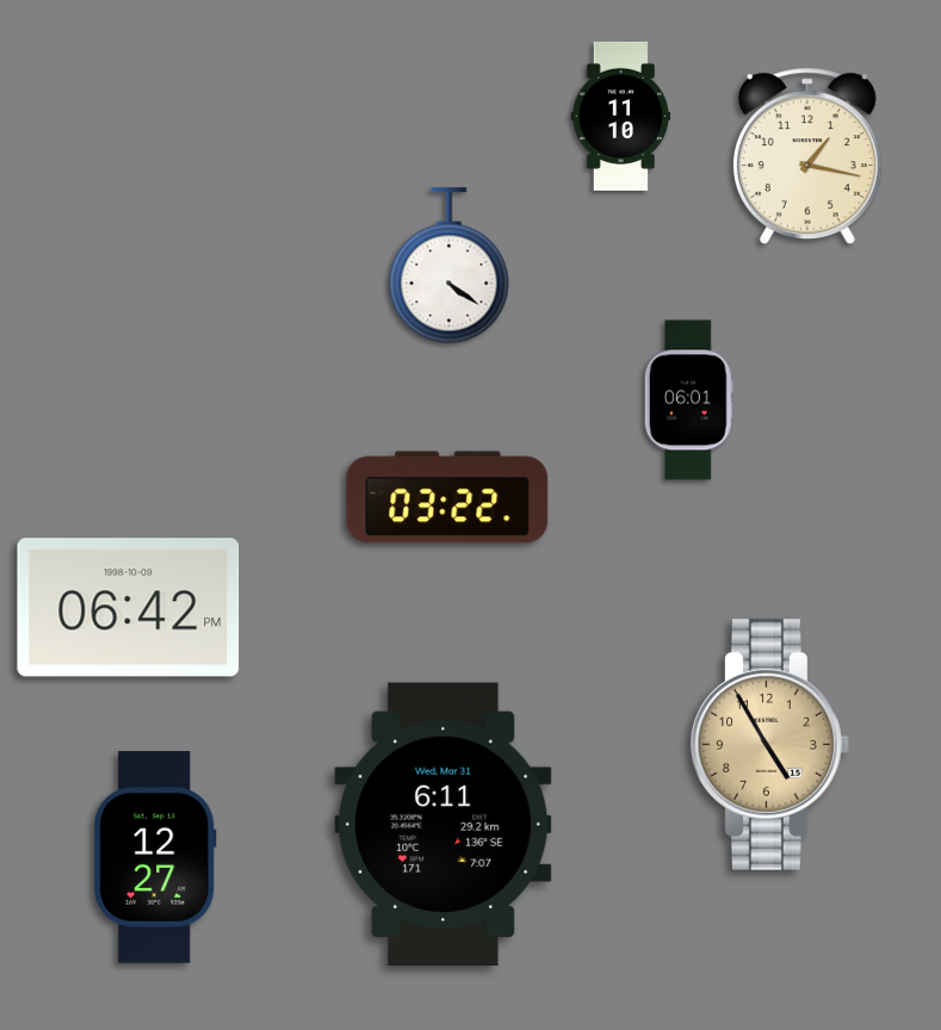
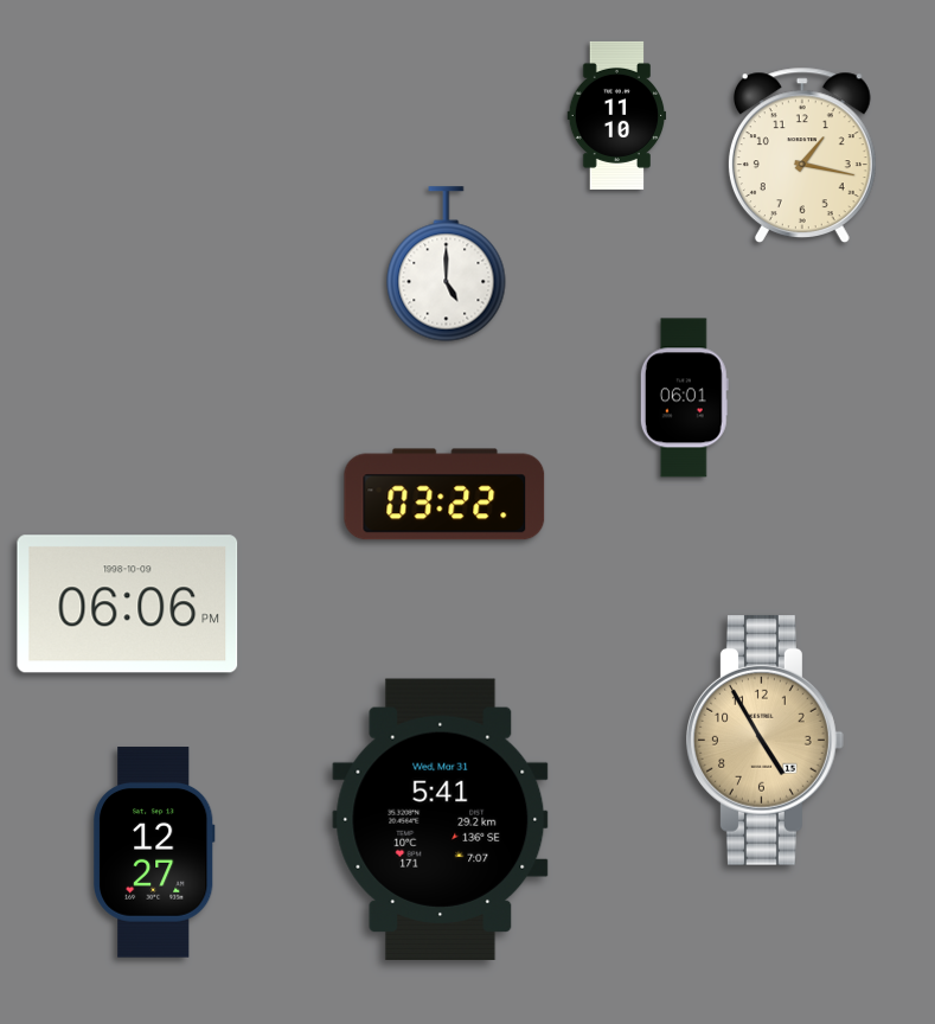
clock at (450, 266): 4:21 -> 5:00
clock at (129, 608): 06:42 -> 06:06
clock at (444, 824): 6:11 -> 5:41
